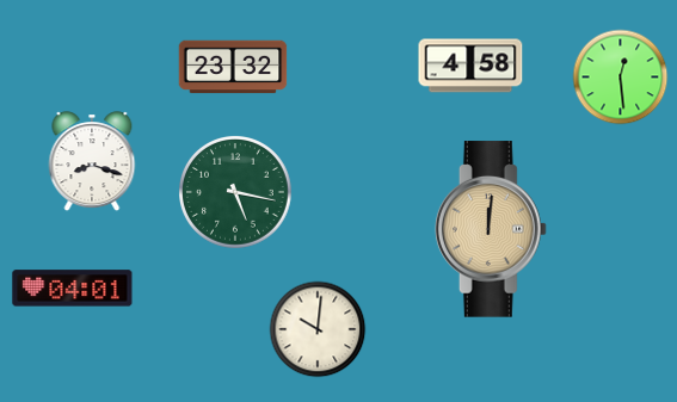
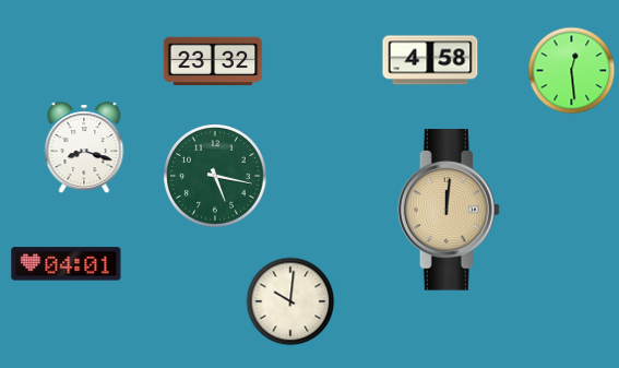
clock at (621, 78) position: (621, 78) -> (572, 71)
